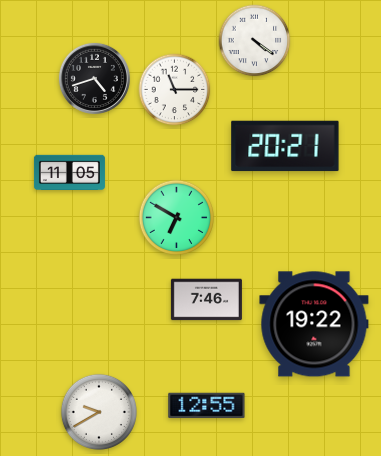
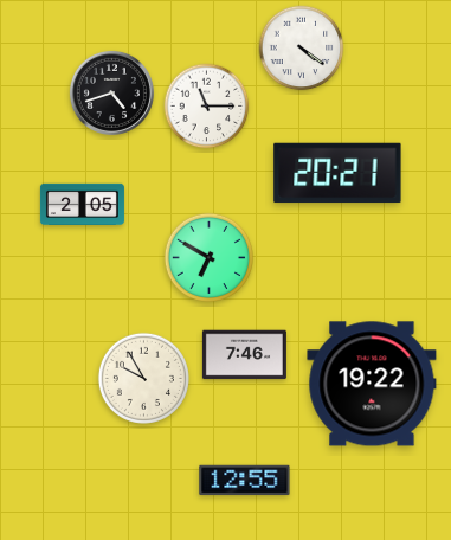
clock at (69, 173): 11:05 -> 2:05
clock at (143, 378): none -> 9:55
clock at (99, 412): 9:40 -> none
